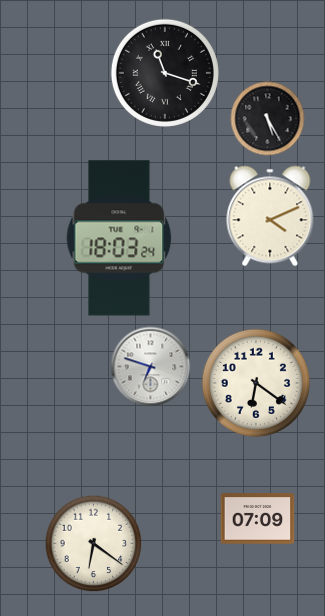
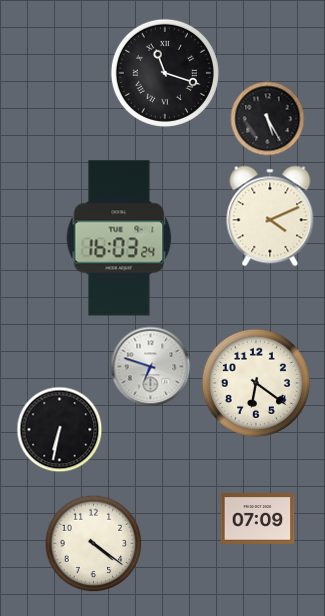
clock at (119, 238): 18:03 -> 16:03
clock at (60, 430): none -> 6:32
clock at (94, 544): 6:21 -> 4:21
